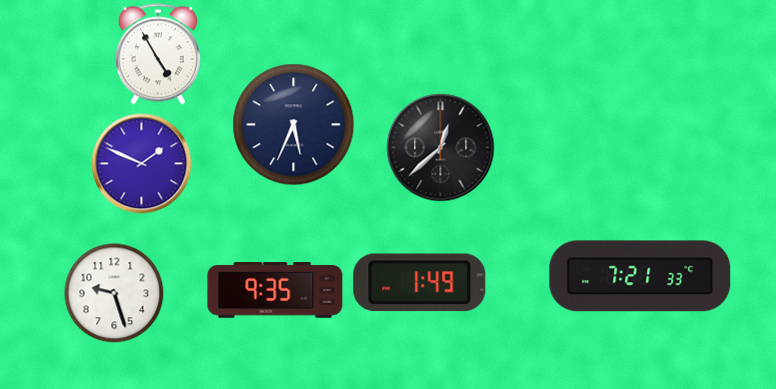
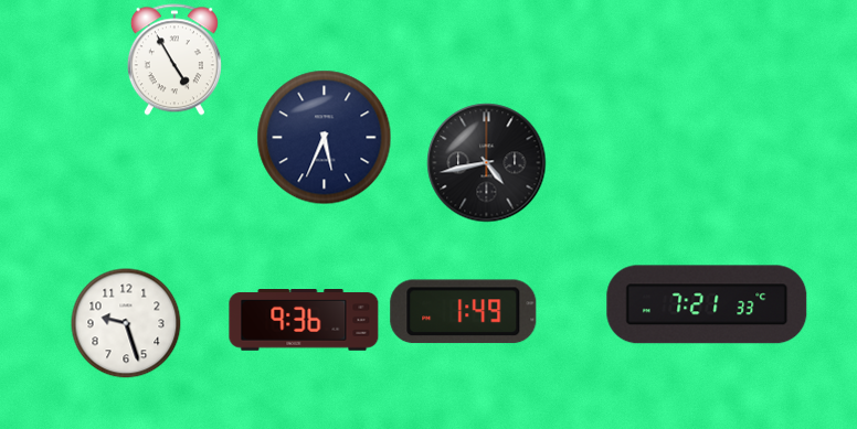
clock at (441, 148): 12:38 -> 4:43
clock at (142, 164): 1:49 -> none
clock at (275, 291): 9:35 -> 9:36
